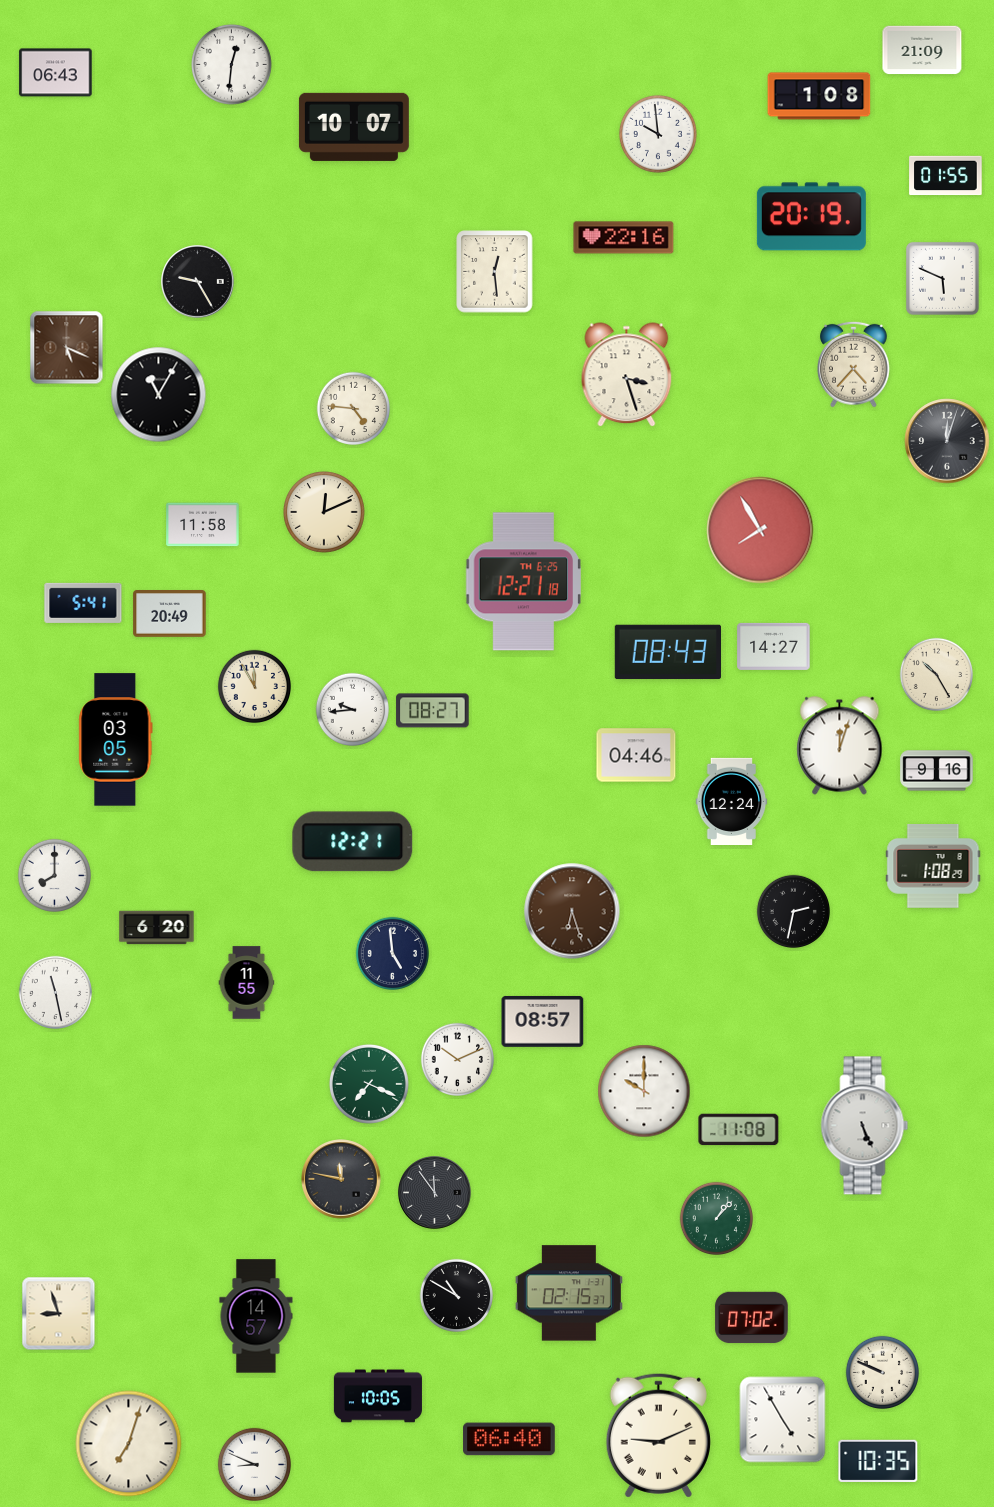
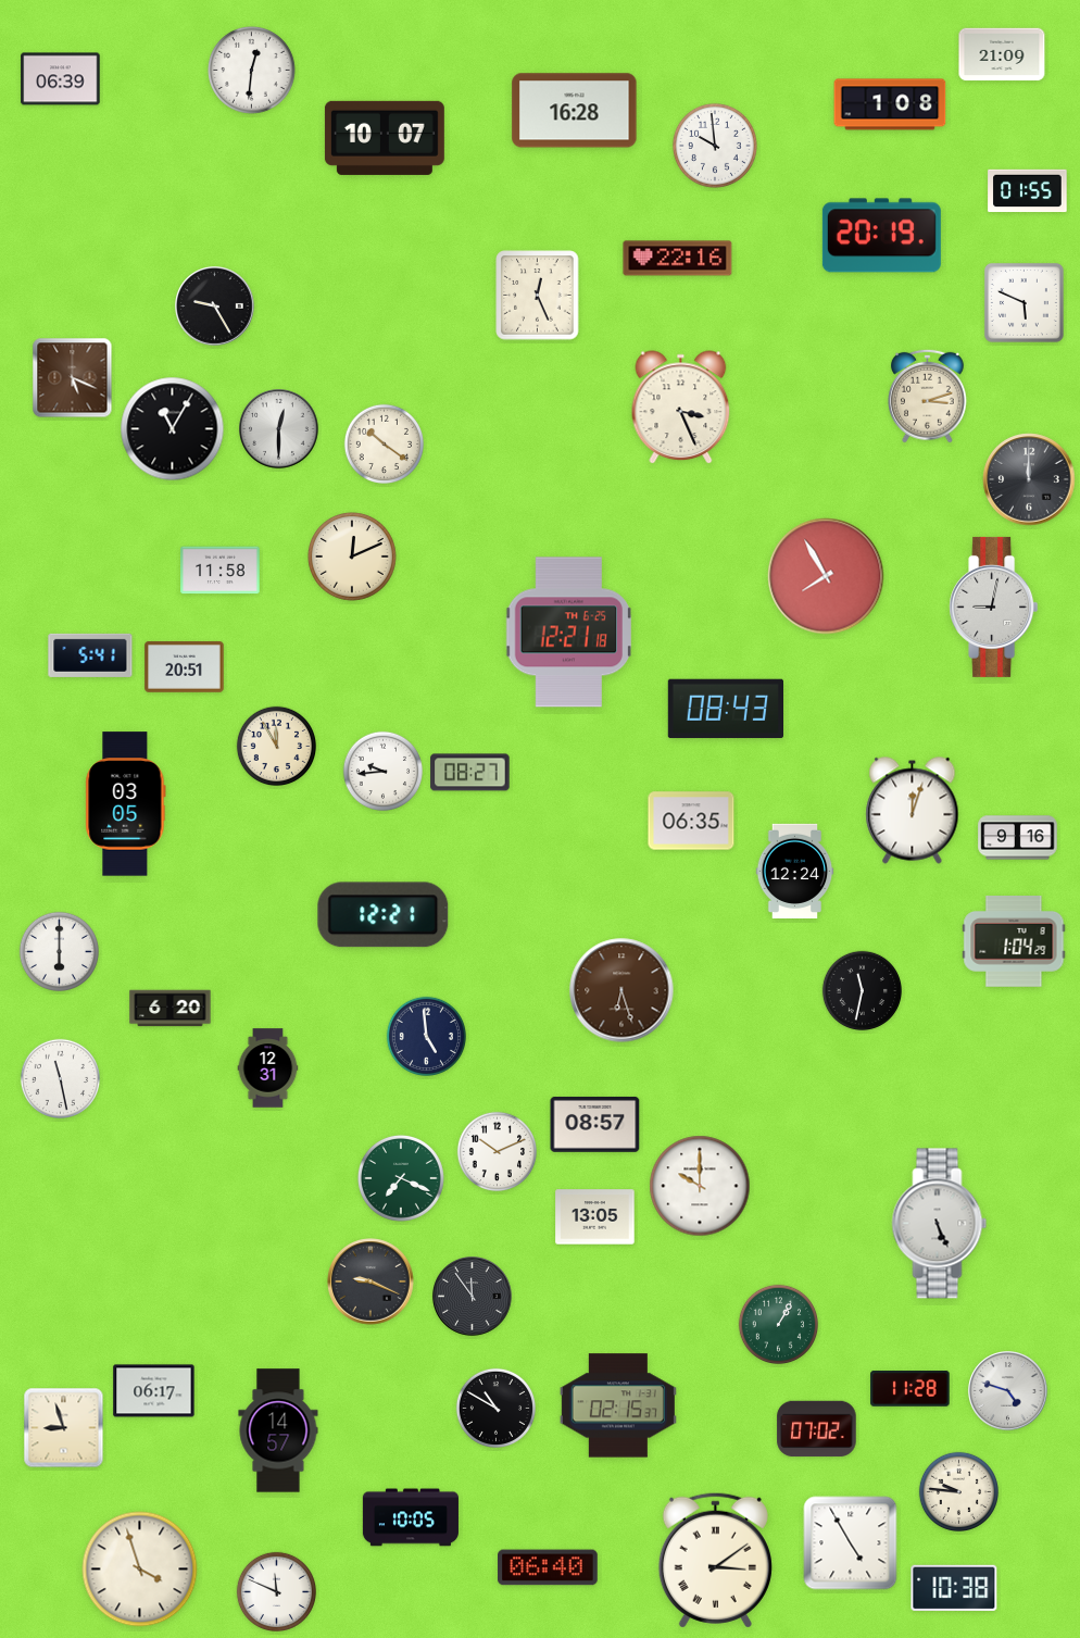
clock at (56, 73): 06:43 -> 06:39
clock at (575, 111): none -> 16:28
clock at (495, 272): 12:29 -> 12:26
clock at (854, 364): 4:37 -> 3:12
clock at (627, 375): 3:27 -> 3:26
clock at (279, 429): none -> 12:30
clock at (353, 408): 4:46 -> 10:21
clock at (947, 441): 12:03 -> 12:00
clock at (994, 607): none -> 9:02
clock at (170, 614): 20:49 -> 20:51
clock at (774, 646): 14:27 -> none
clock at (936, 674): 10:25 -> none
clock at (636, 755): 04:46 -> 06:35
clock at (933, 867): 1:08 -> 1:04
clock at (54, 875): 8:00 -> 6:00
clock at (793, 911): 2:32 -> 11:32
clock at (247, 983): 11:55 -> 12:31
clock at (543, 1022) position: (543, 1022) -> (595, 1125)
clock at (595, 1217): none -> 13:05
clock at (739, 1130): 11:08 -> none
clock at (341, 1179): 11:47 -> 9:19
clock at (716, 1218): 1:07 -> 1:05
clock at (911, 1389): none -> 11:28
clock at (154, 1391): none -> 06:17
clock at (1008, 1391): none -> 4:48
clock at (752, 1318) position: (752, 1318) -> (817, 1429)
clock at (882, 1372): 9:49 -> 9:46
clock at (658, 1435): 9:11 -> 3:09
clock at (509, 1439) position: (509, 1439) -> (548, 1567)
clock at (129, 1444): 7:03 -> 3:57
clock at (878, 1461): 10:35 -> 10:38
clock at (254, 1464): 8:49 -> 11:49
